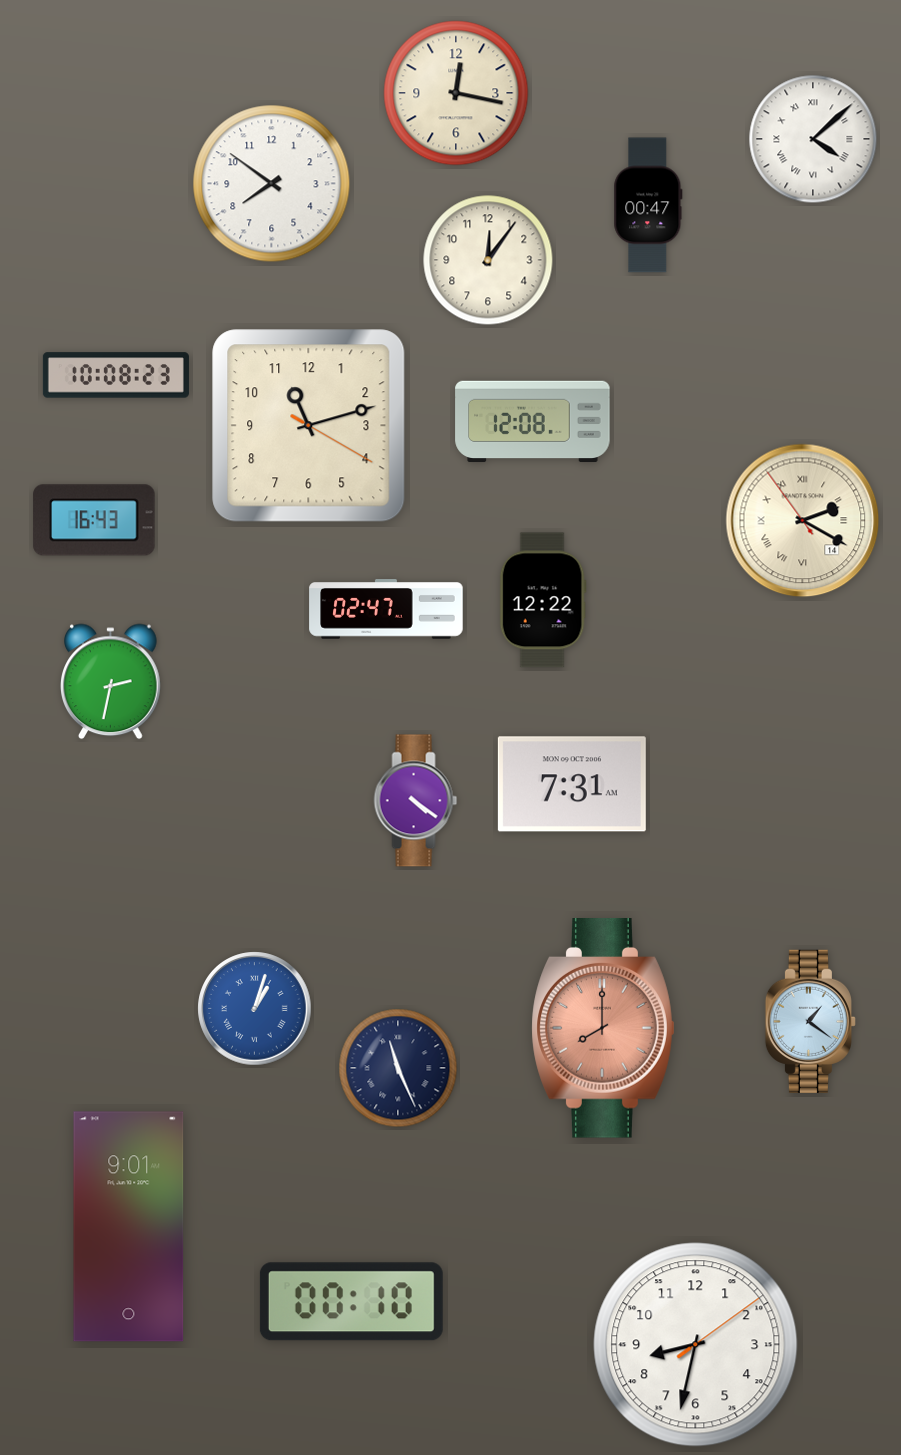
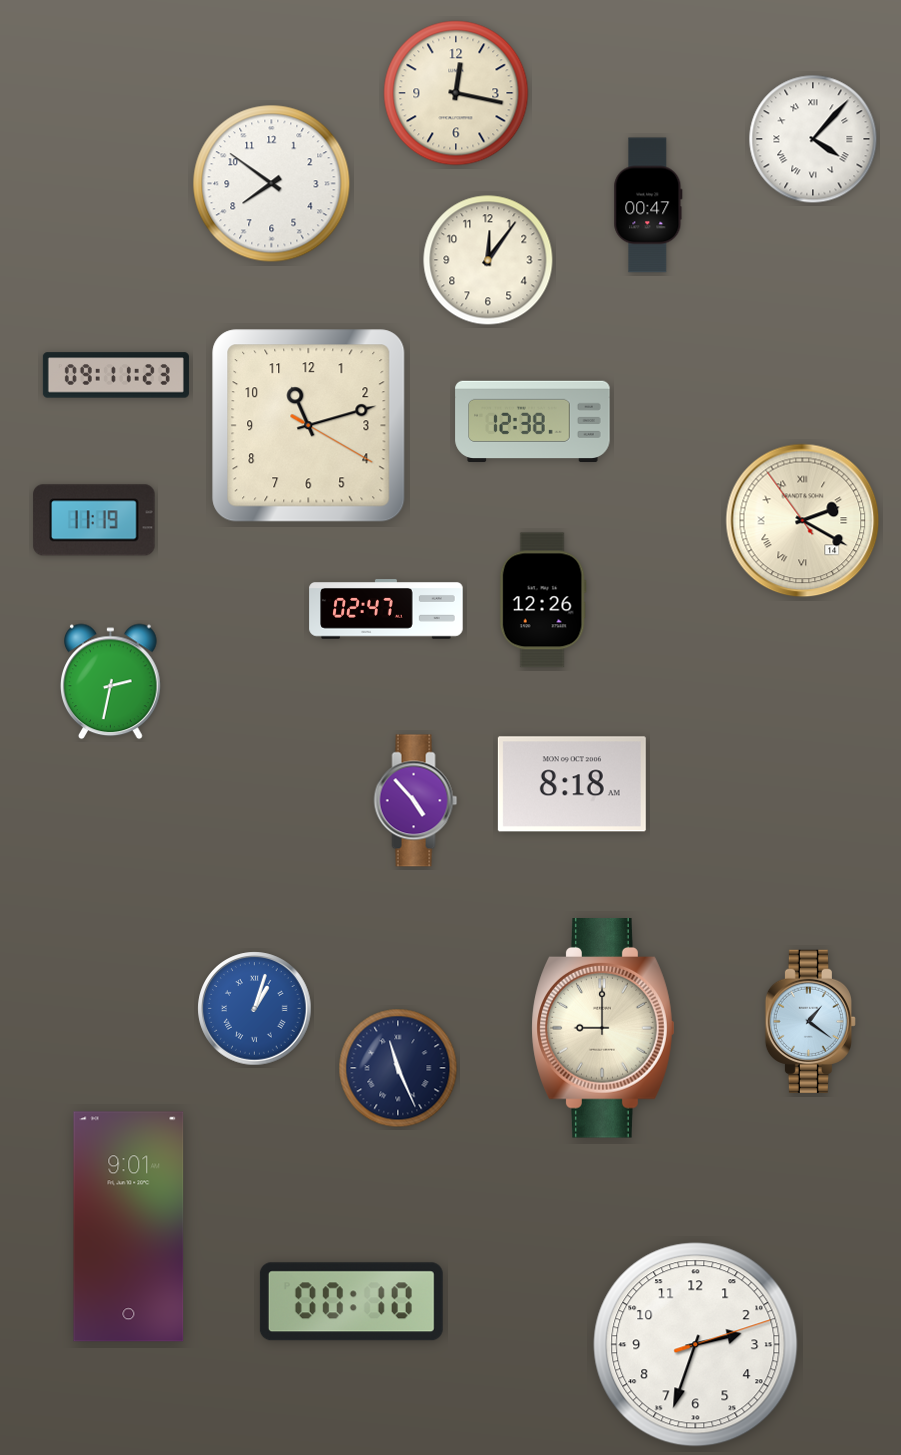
clock at (813, 139): 4:08 -> 4:07
clock at (116, 375): 10:08 -> 09:11
clock at (533, 422): 12:08 -> 12:38
clock at (94, 520): 16:43 -> 11:19
clock at (543, 600): 12:22 -> 12:26
clock at (572, 784): 7:31 -> 8:18
clock at (416, 801): 4:21 -> 4:53
clock at (603, 1029): 8:00 -> 9:00
clock at (603, 1029) dial: salmon -> cream
clock at (696, 1345): 8:32 -> 2:33
